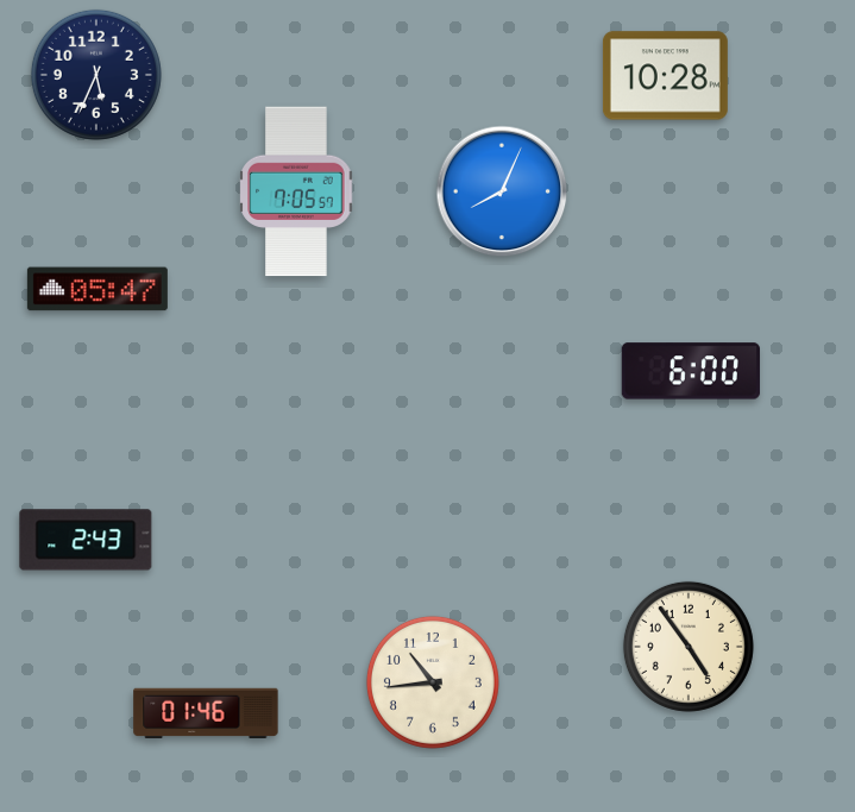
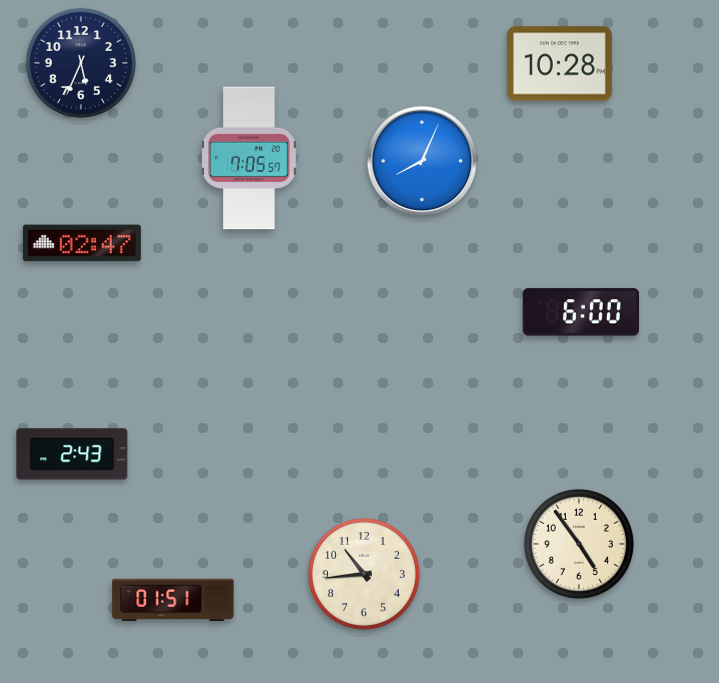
clock at (296, 191) position: (296, 191) -> (249, 158)
clock at (98, 289): 05:47 -> 02:47
clock at (206, 712): 01:46 -> 01:51
